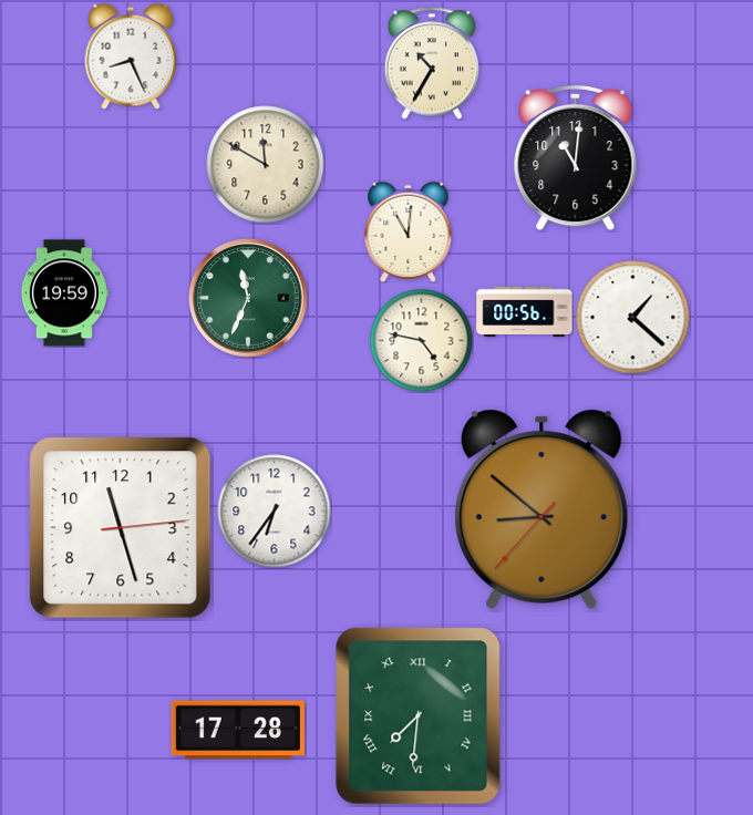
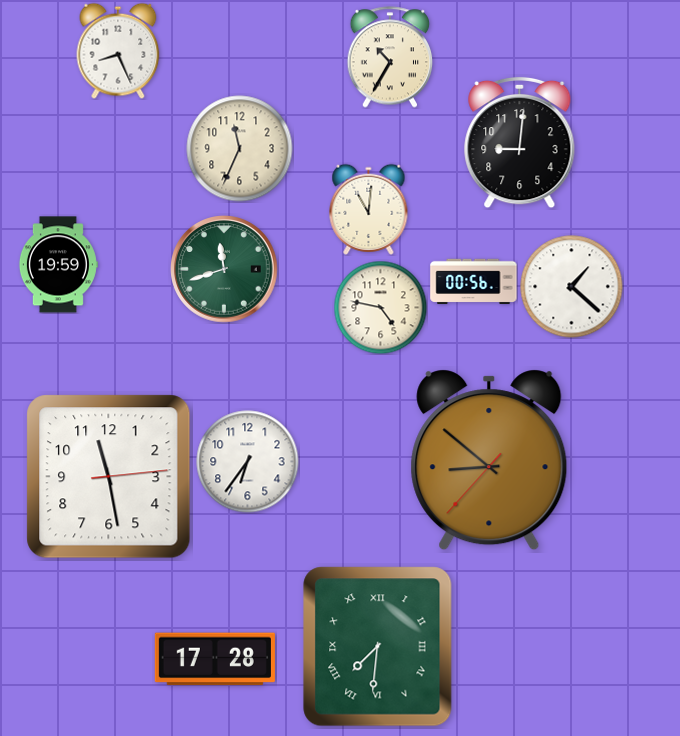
clock at (576, 158): 11:01 -> 9:01
clock at (266, 165): 11:50 -> 11:34
clock at (248, 298): 11:34 -> 11:42
clock at (121, 528): 11:27 -> 11:28
